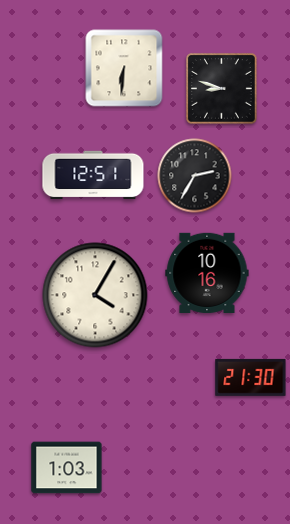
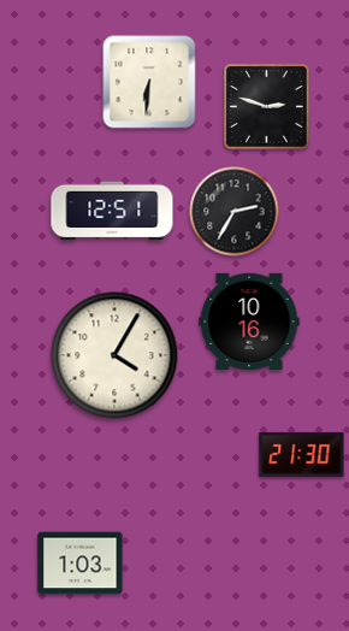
clock at (222, 89): 8:48 -> 2:48
clock at (207, 273) position: (207, 273) -> (249, 322)
